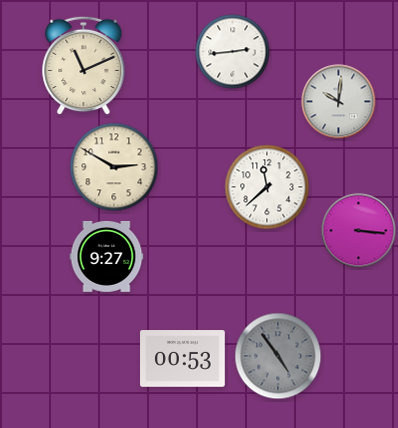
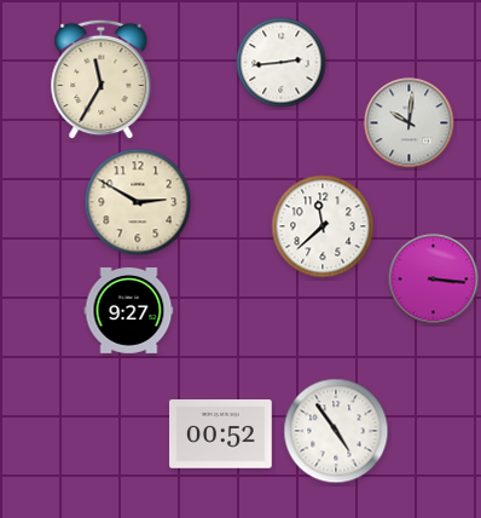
clock at (84, 66): 11:11 -> 11:35
clock at (278, 356) dial: grey -> white
clock at (183, 359): 00:53 -> 00:52
